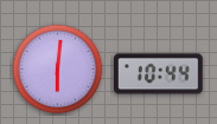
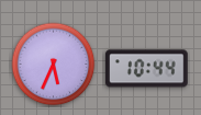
clock at (58, 70): 6:01 -> 5:34
